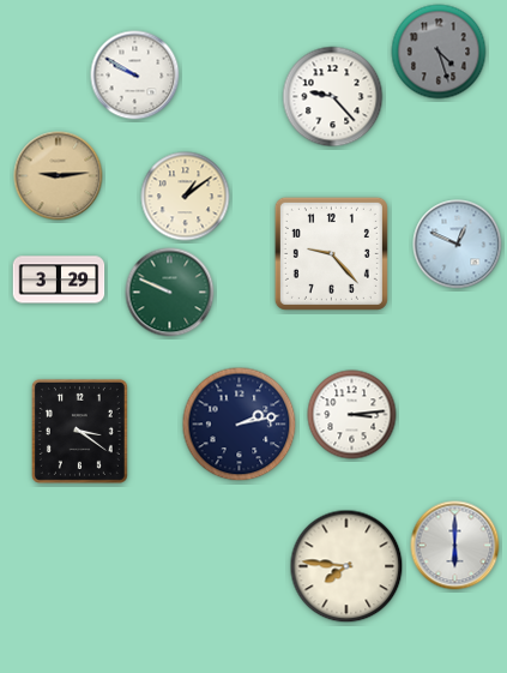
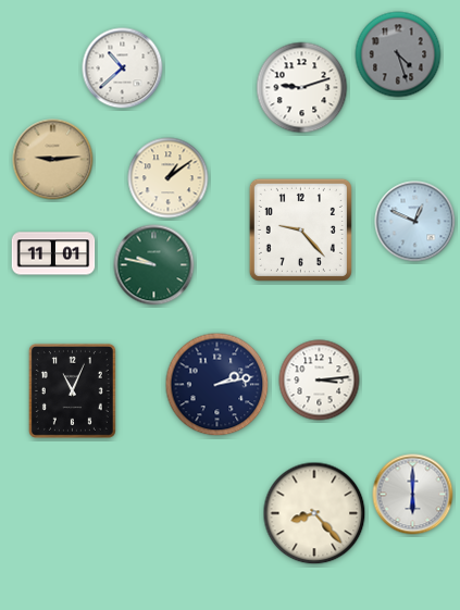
clock at (439, 52) position: (439, 52) -> (398, 54)
clock at (135, 76): 9:50 -> 10:38
clock at (333, 97): 9:23 -> 9:12
clock at (59, 280): 3:29 -> 11:01
clock at (170, 293): 9:49 -> 9:47
clock at (352, 415) position: (352, 415) -> (320, 381)
clock at (79, 431): 3:21 -> 11:04
clock at (346, 566): 7:46 -> 8:23
